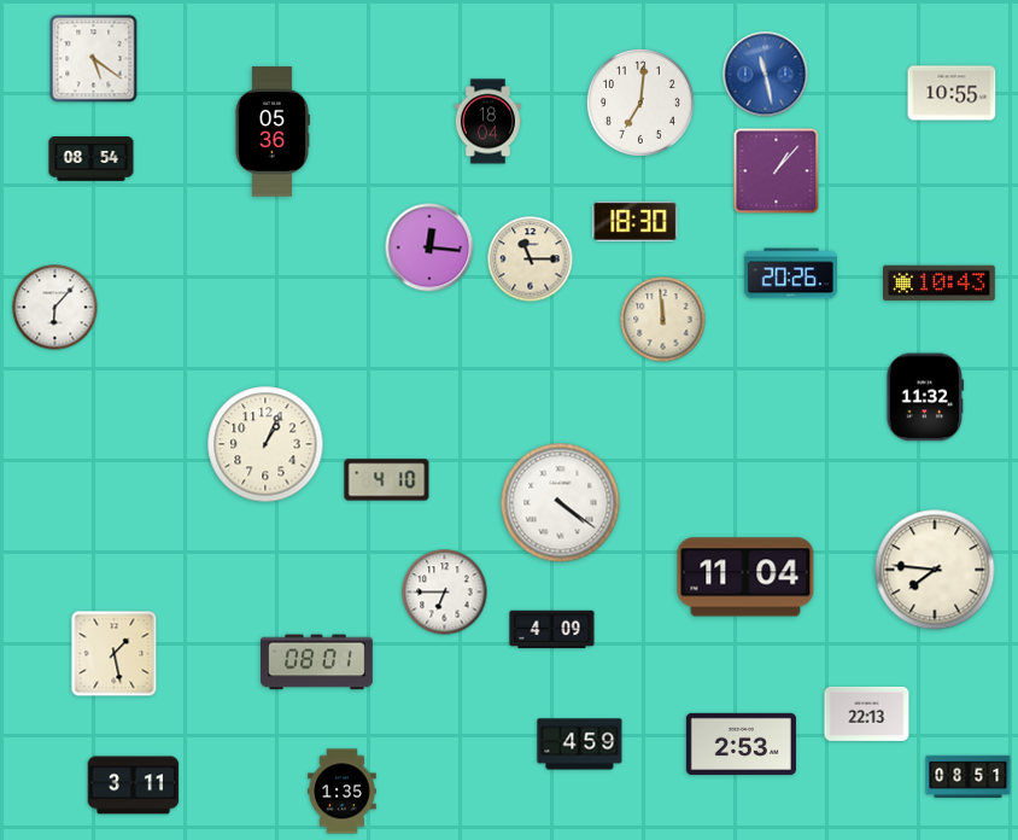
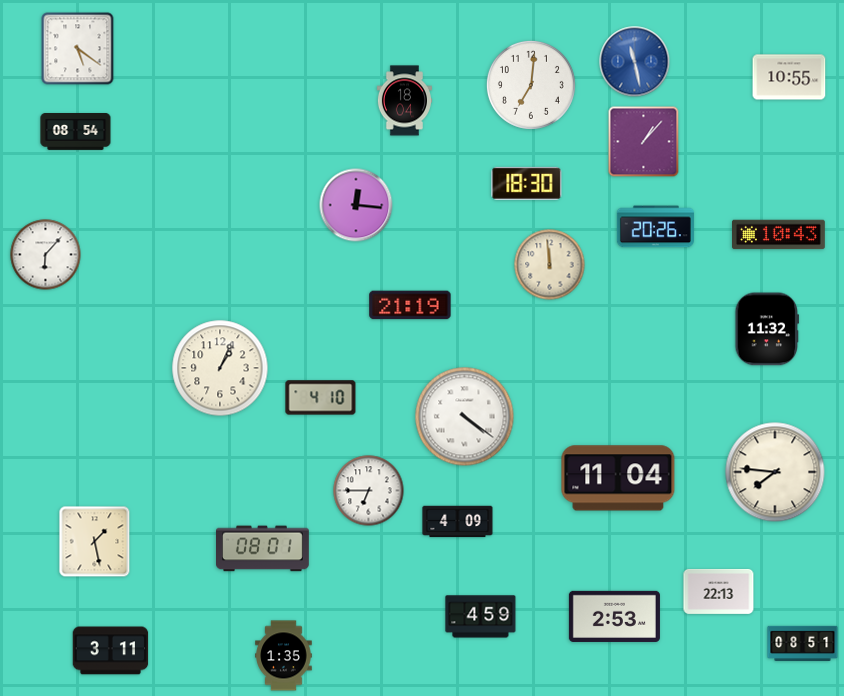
clock at (271, 132): 05:36 -> none
clock at (531, 259): 11:15 -> none
clock at (410, 305): none -> 21:19
